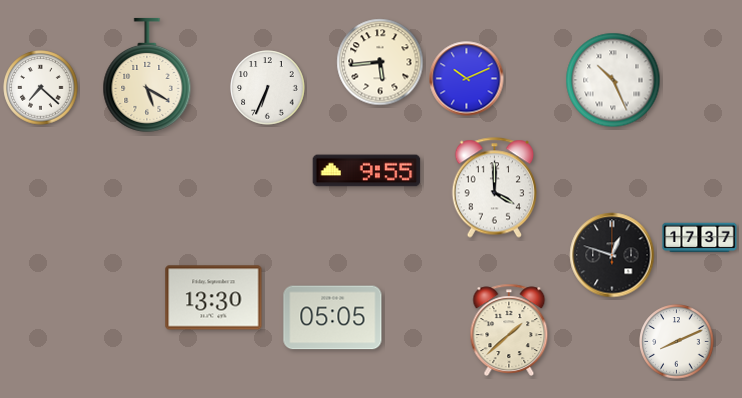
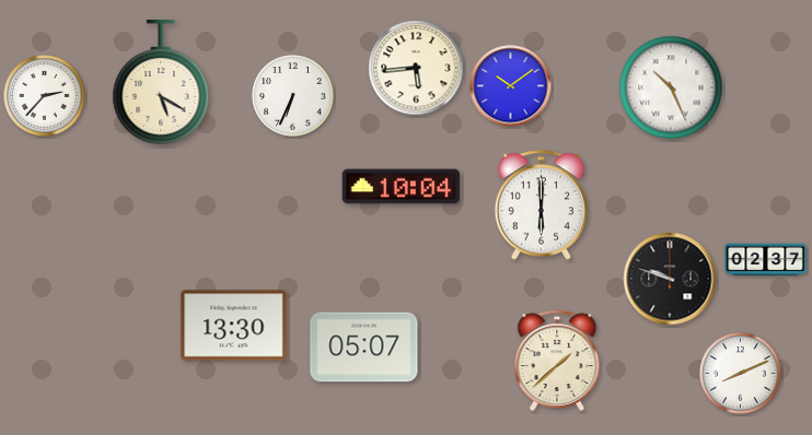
clock at (467, 79): 10:11 -> 10:09
clock at (41, 88): 7:22 -> 2:37
clock at (367, 171): 9:55 -> 10:04
clock at (494, 188): 4:00 -> 6:00
clock at (700, 238): 17:37 -> 02:37
clock at (612, 255): 12:48 -> 9:48
clock at (333, 318): 05:05 -> 05:07
